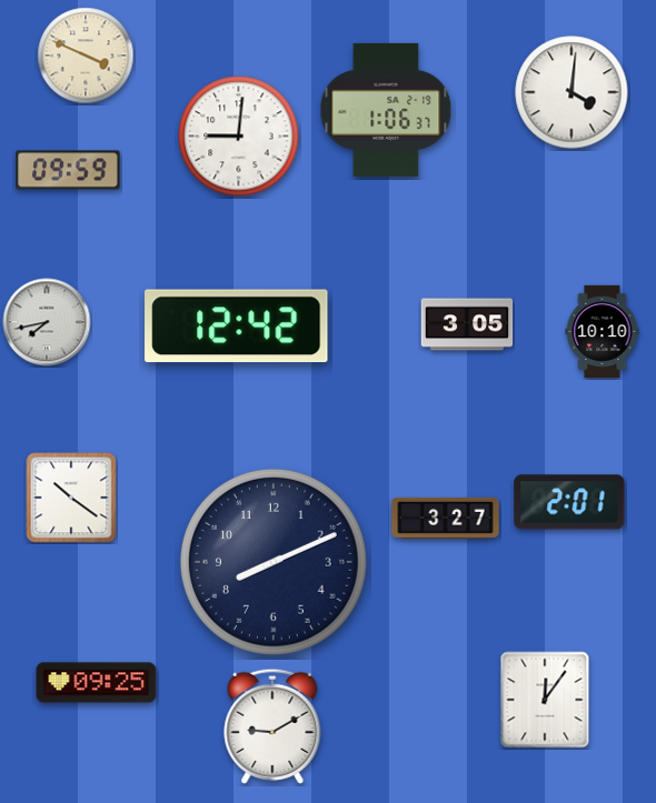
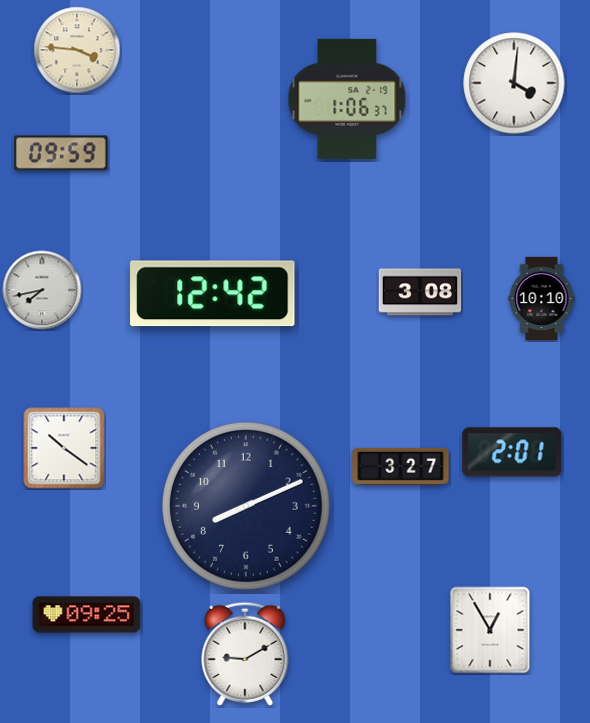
clock at (86, 56): 3:49 -> 3:46
clock at (239, 137): 9:01 -> none
clock at (467, 324): 3:05 -> 3:08
clock at (545, 700): 12:06 -> 12:55
